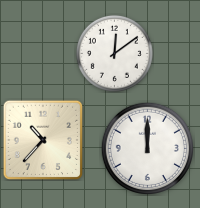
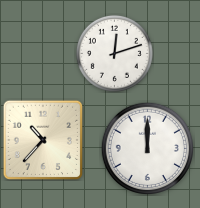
clock at (114, 53): 12:09 -> 12:12
